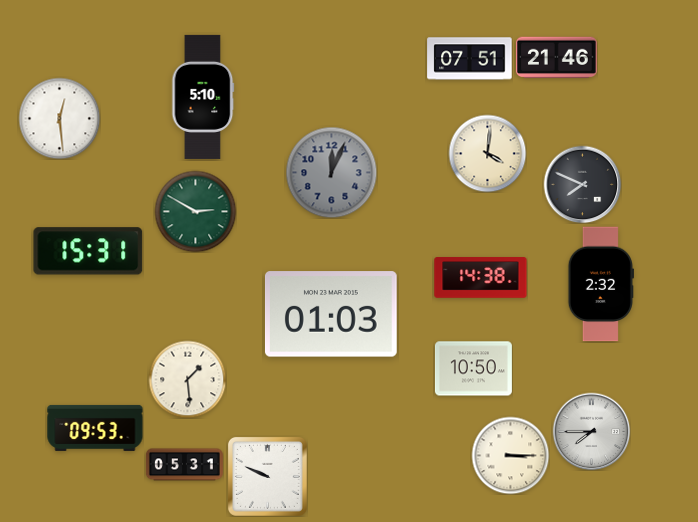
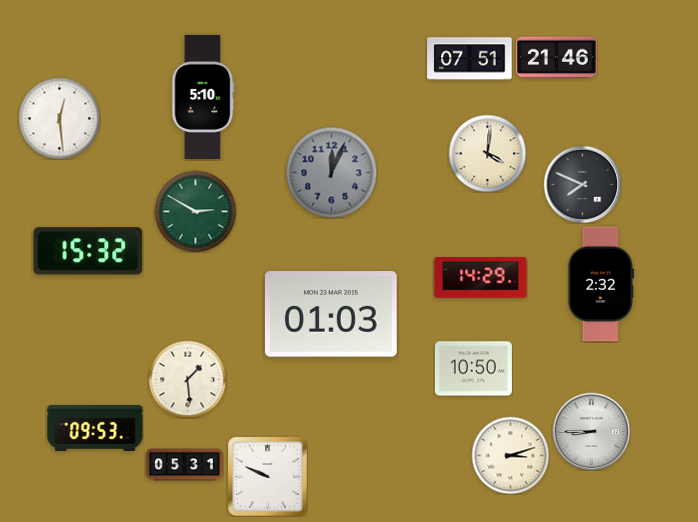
clock at (88, 251): 15:31 -> 15:32
clock at (481, 278): 14:38 -> 14:29
clock at (591, 431): 7:45 -> 8:45
clock at (510, 455): 3:15 -> 3:12
